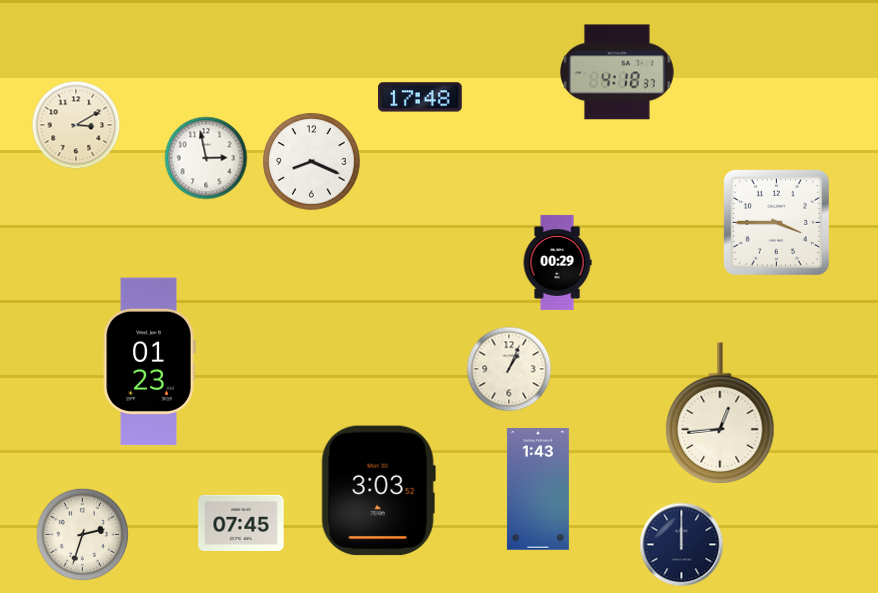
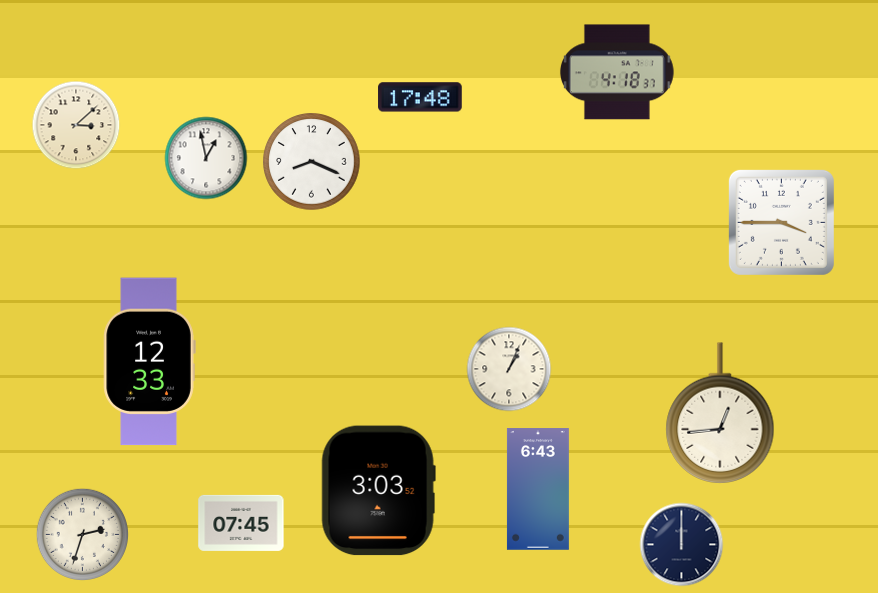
clock at (76, 125): 3:10 -> 3:08
clock at (206, 158): 2:58 -> 12:58
clock at (776, 222) position: (776, 222) -> (781, 222)
clock at (557, 262): 00:29 -> none
clock at (149, 362): 01:23 -> 12:33
clock at (538, 489): 1:43 -> 6:43
